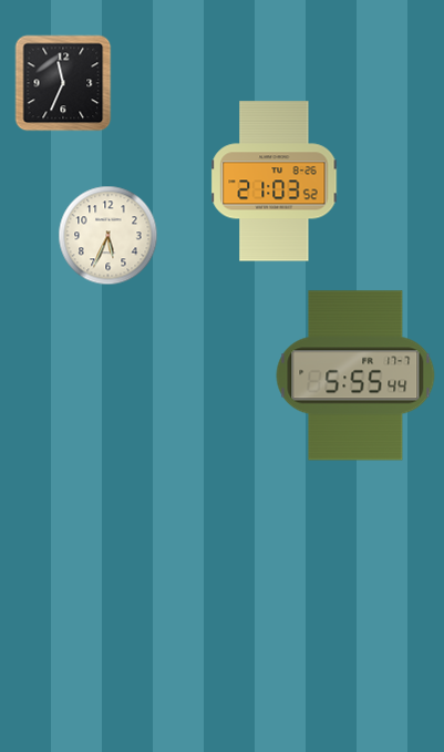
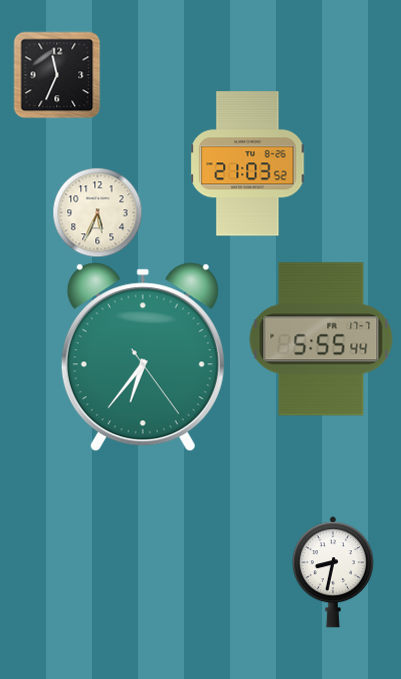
clock at (143, 357): none -> 6:36
clock at (333, 572): none -> 8:32
